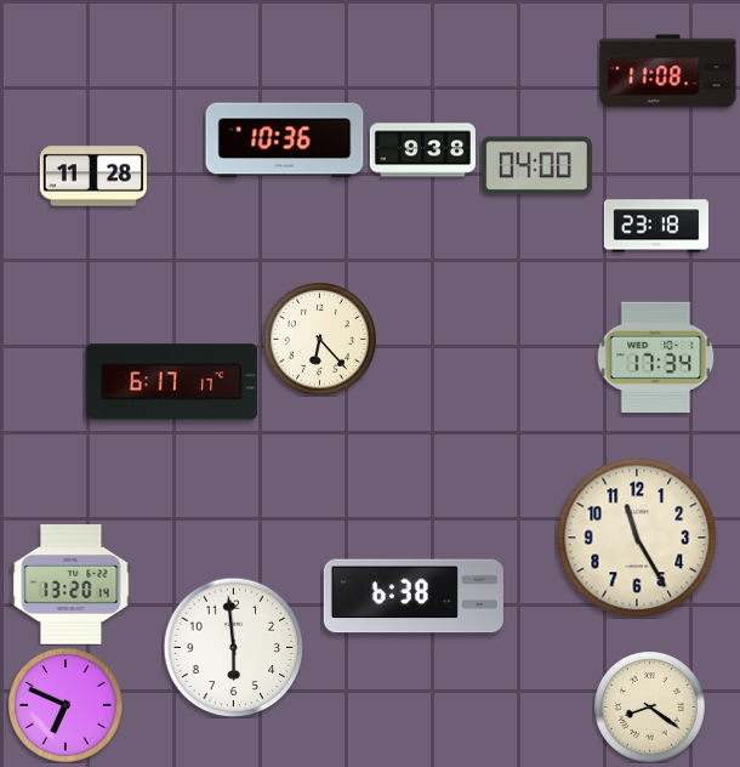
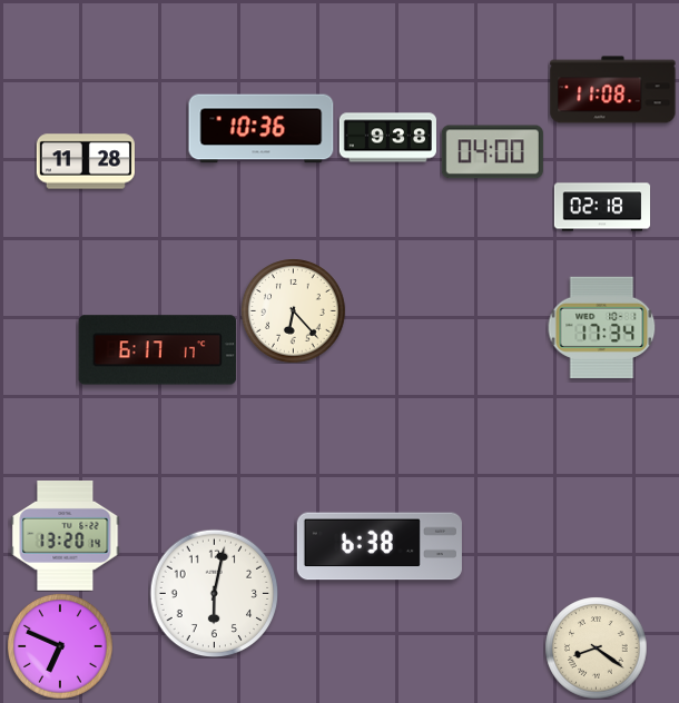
clock at (668, 72) position: (668, 72) -> (613, 90)
clock at (656, 226): 23:18 -> 02:18
clock at (637, 538): 11:25 -> none
clock at (233, 647): 5:59 -> 6:02
